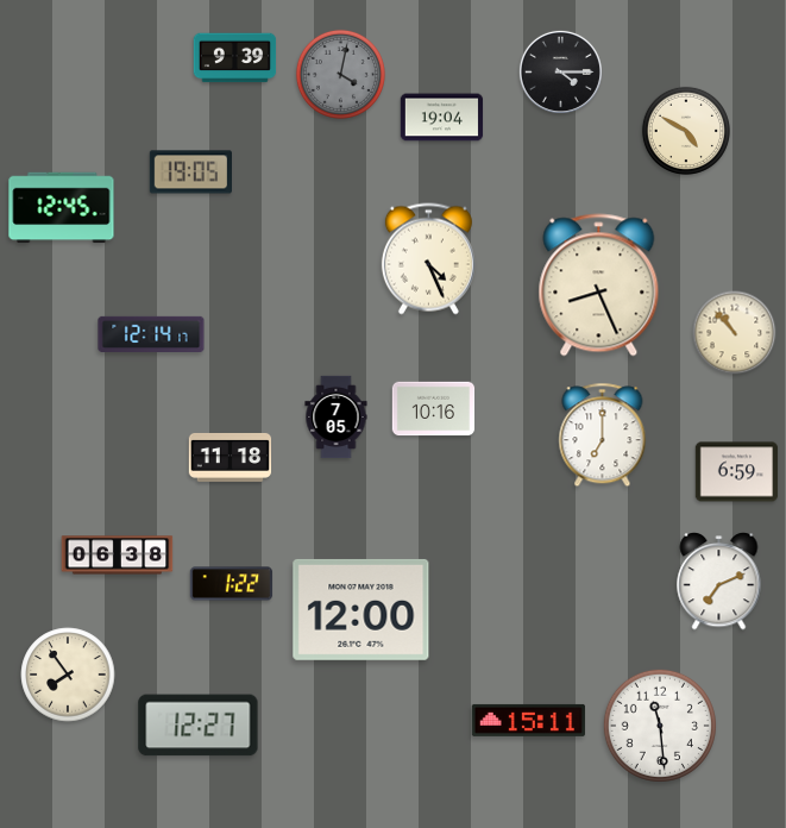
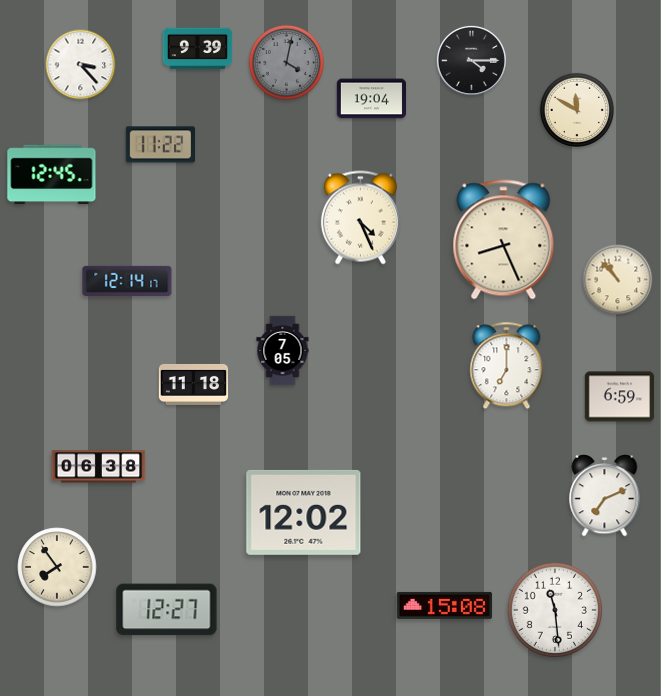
clock at (81, 65): none -> 3:23
clock at (686, 131): 4:50 -> 11:50
clock at (190, 172): 19:05 -> 11:22
clock at (434, 409): 10:16 -> none
clock at (719, 582) position: (719, 582) -> (605, 496)
clock at (232, 584): 1:22 -> none
clock at (361, 609): 12:00 -> 12:02
clock at (528, 720): 15:11 -> 15:08
